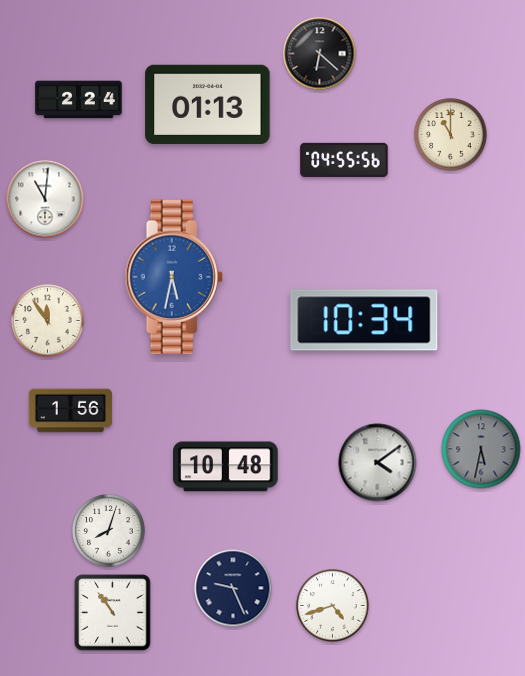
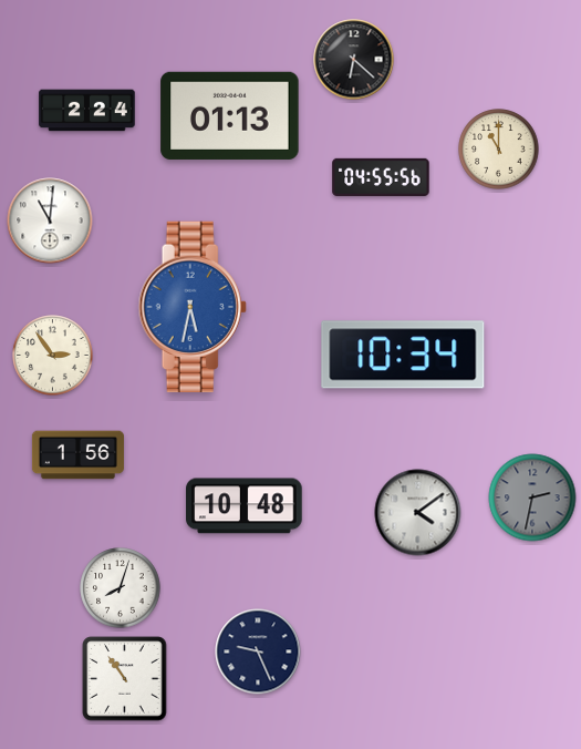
clock at (48, 321): 11:54 -> 2:54
clock at (481, 449): 5:32 -> 2:32
clock at (226, 467) position: (226, 467) -> (245, 506)
clock at (333, 606): 4:42 -> none
